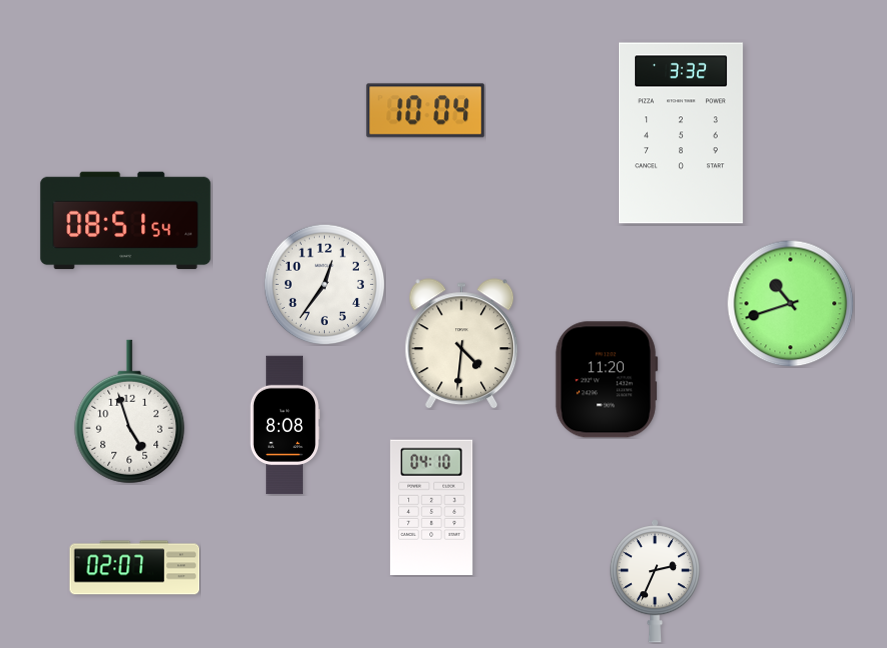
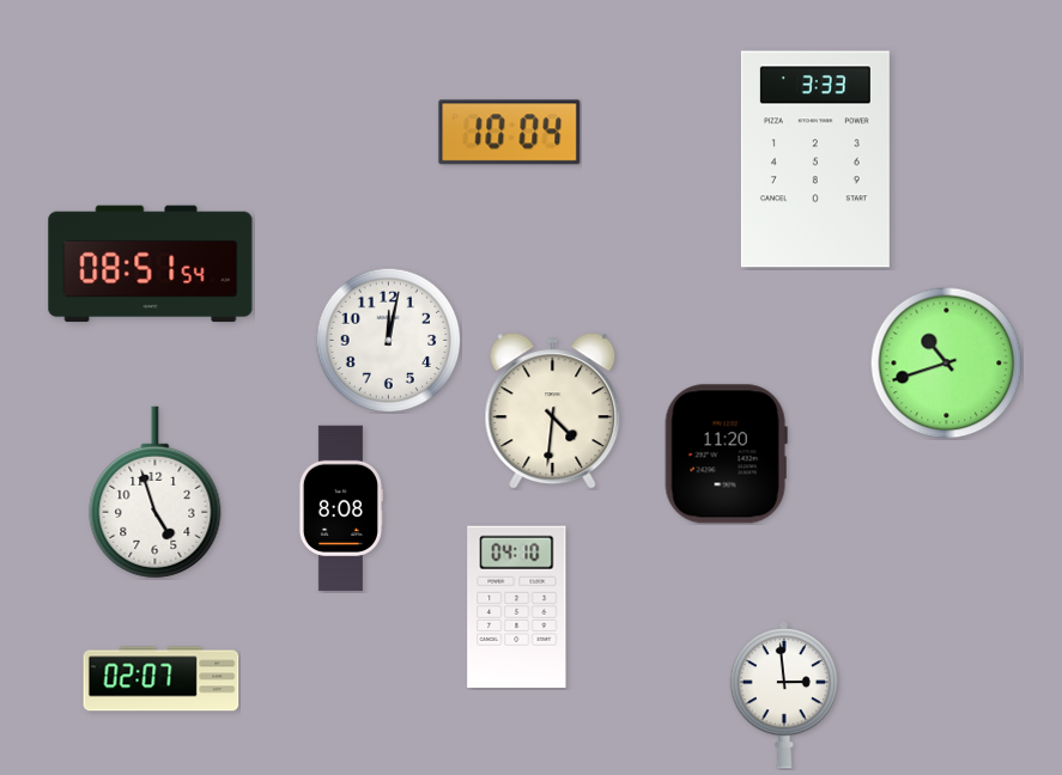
clock at (681, 133): 3:32 -> 3:33
clock at (324, 284): 12:36 -> 12:02
clock at (655, 582): 2:34 -> 2:59
